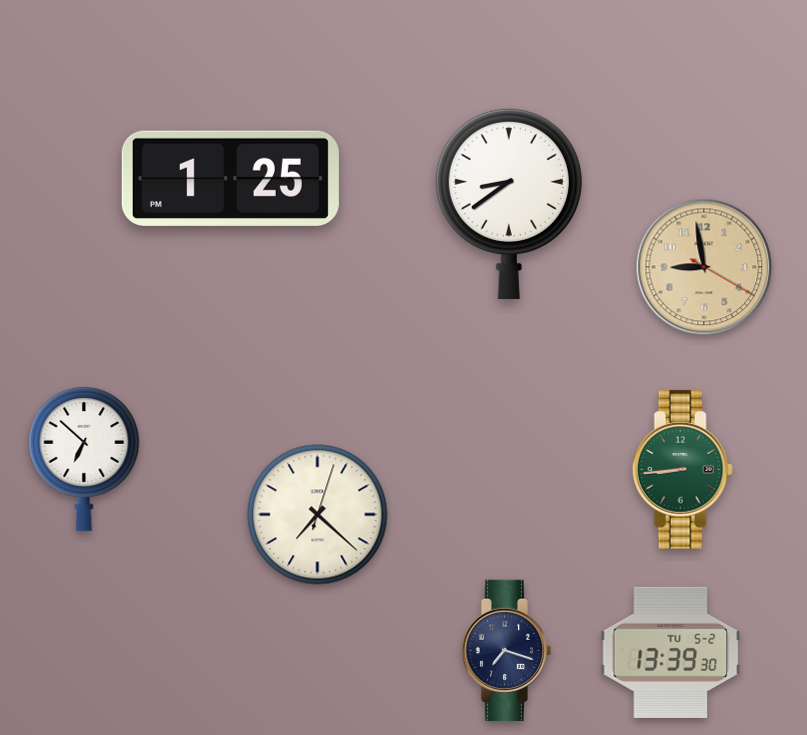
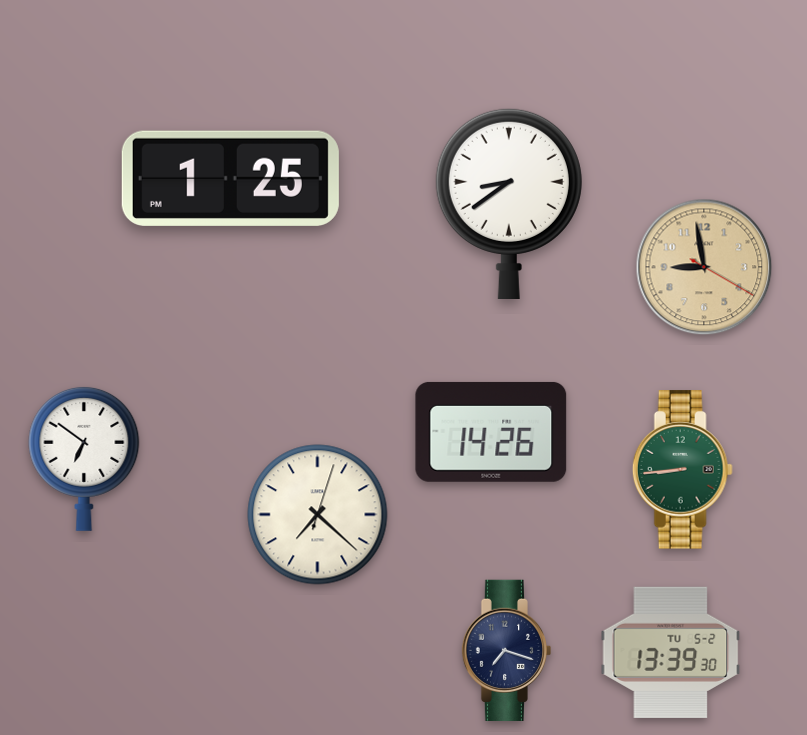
clock at (491, 432): none -> 14:26
clock at (84, 458): 6:52 -> 6:51
